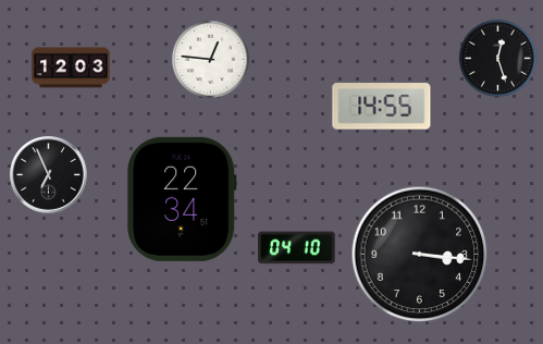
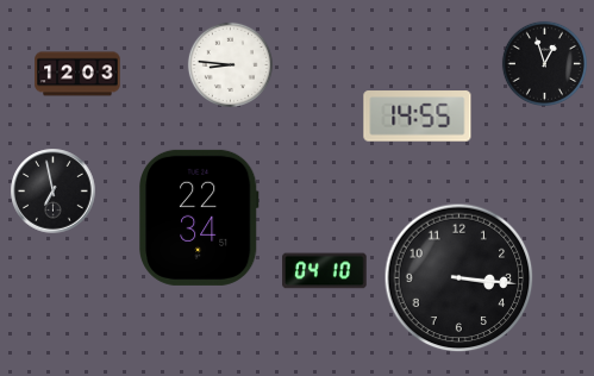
clock at (497, 58): 12:27 -> 12:57
clock at (210, 59): 12:46 -> 8:46
clock at (49, 175): 6:56 -> 6:58
